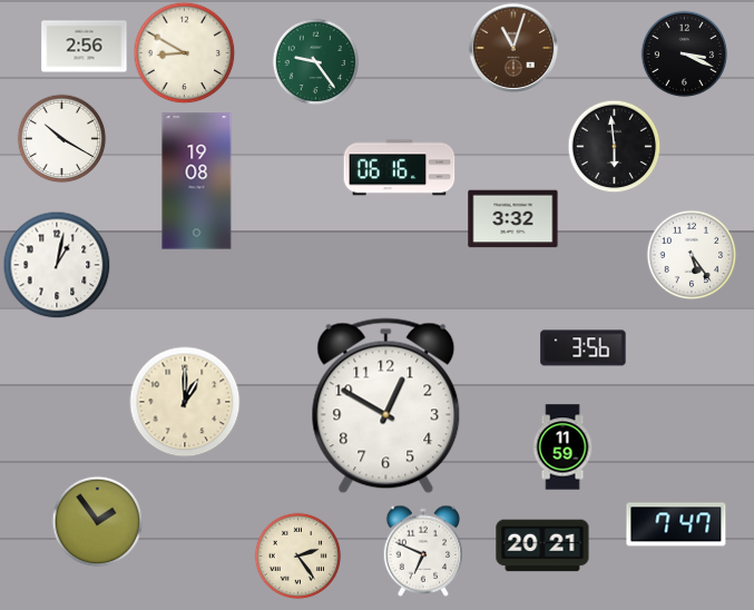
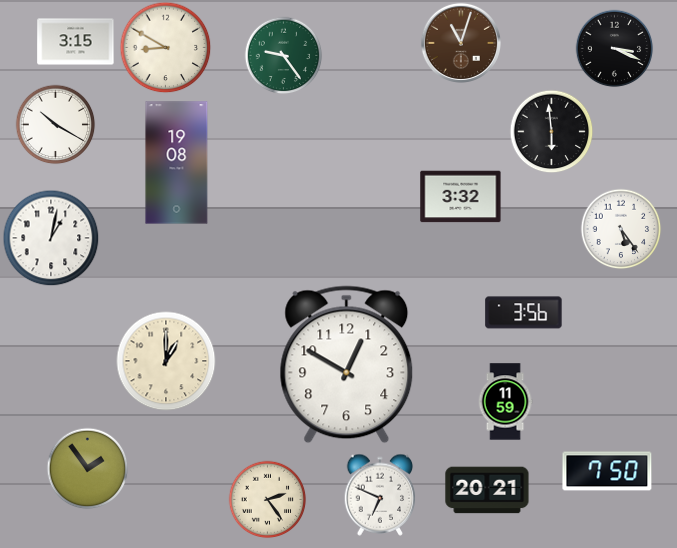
clock at (85, 47): 2:56 -> 3:15
clock at (400, 168): 06:16 -> none
clock at (676, 524): 7:47 -> 7:50
